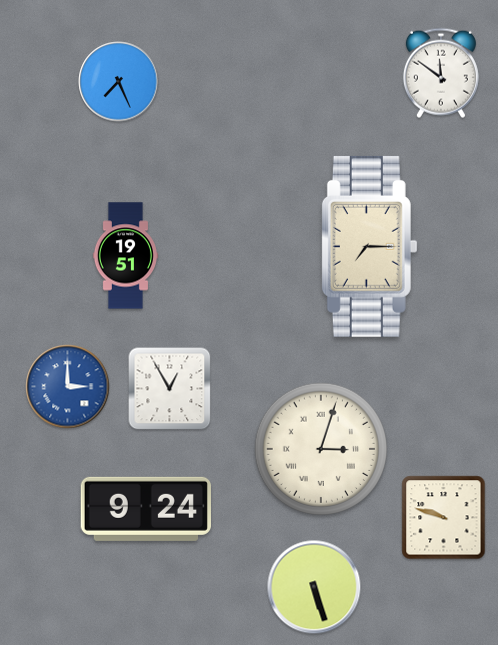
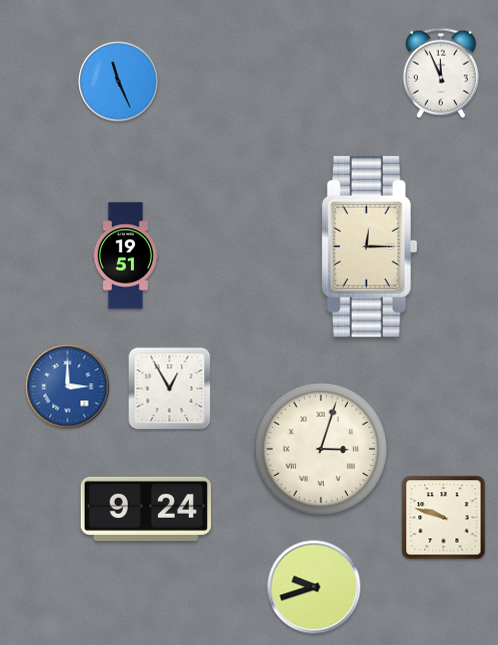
clock at (441, 73): 11:51 -> 11:56
clock at (119, 82): 7:26 -> 11:26
clock at (369, 246): 7:15 -> 12:15
clock at (314, 587): 5:27 -> 9:42
